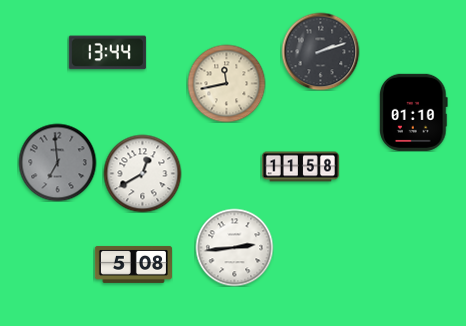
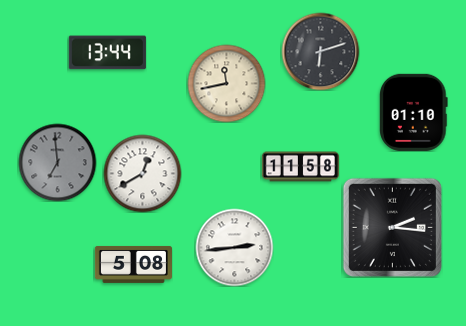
clock at (320, 51): 2:12 -> 6:12
clock at (392, 227): none -> 2:16
